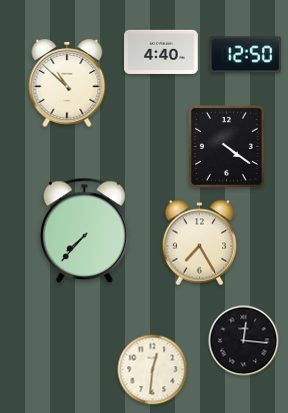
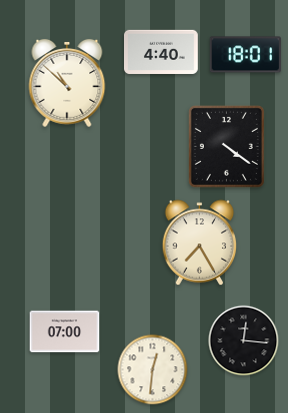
clock at (245, 55): 12:50 -> 18:01
clock at (84, 231): 7:37 -> none
clock at (65, 332): none -> 07:00
